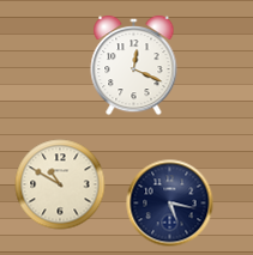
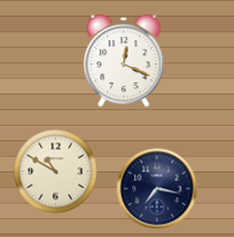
clock at (170, 204): 5:17 -> 7:17
